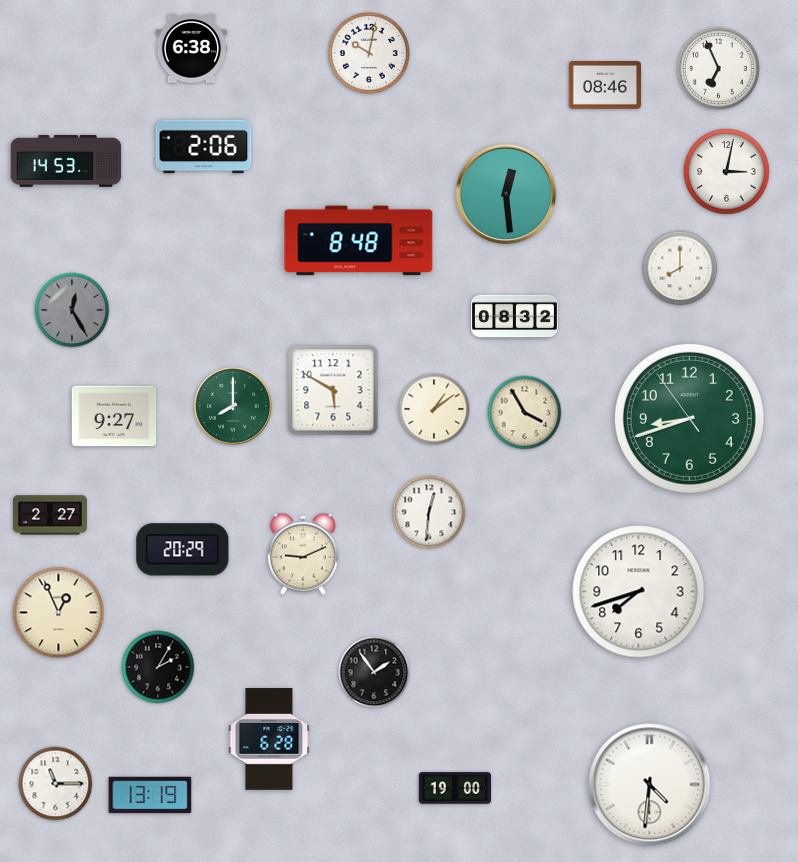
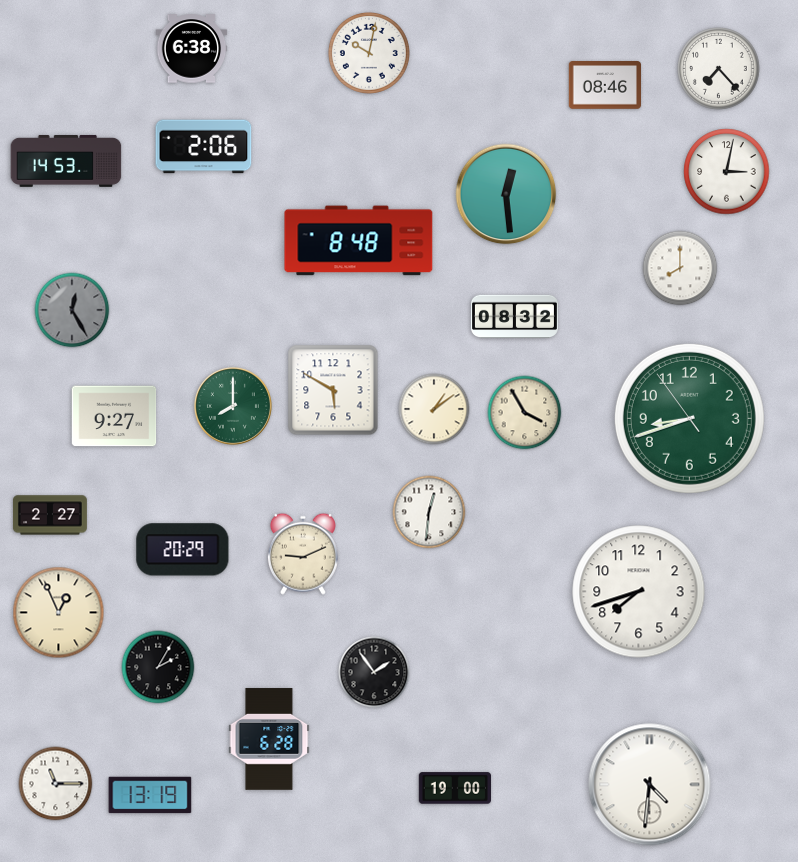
clock at (719, 69): 6:56 -> 7:23
